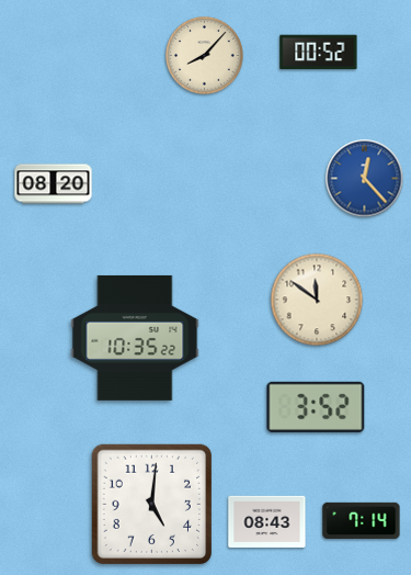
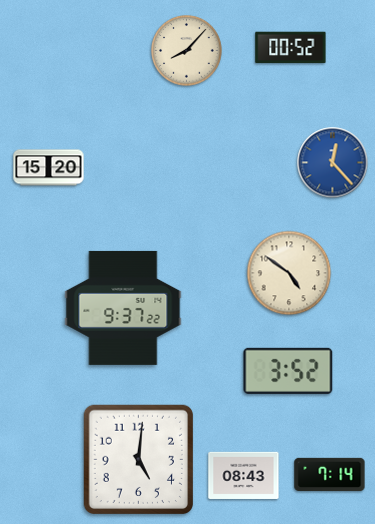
clock at (54, 184): 08:20 -> 15:20
clock at (317, 300): 11:51 -> 4:51
clock at (135, 338): 10:35 -> 9:37
